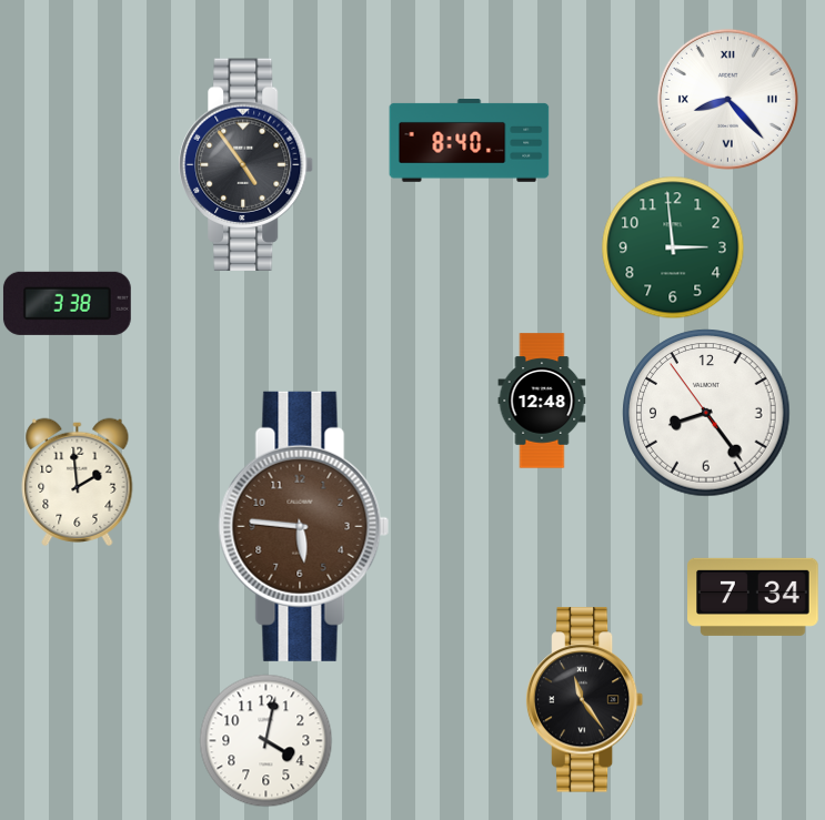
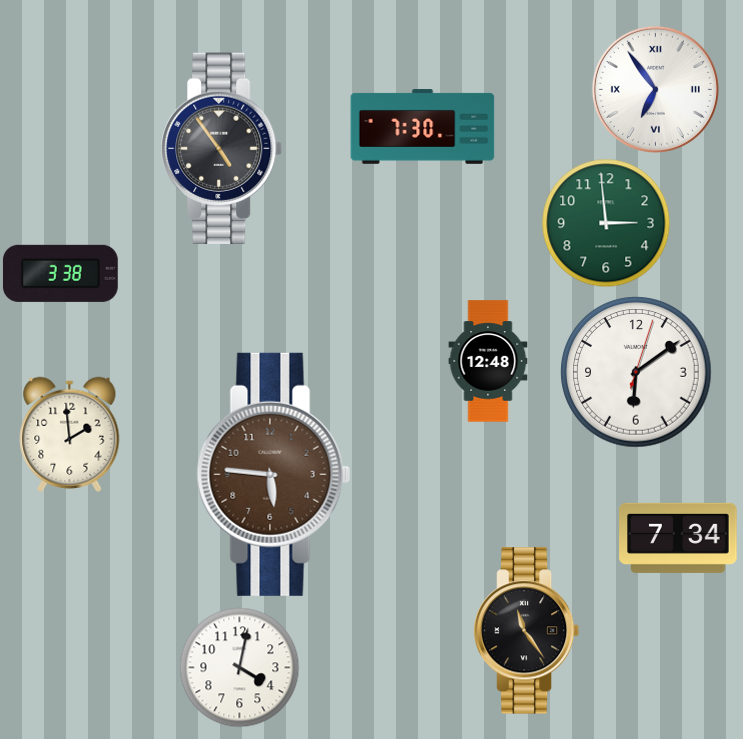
clock at (727, 99): 8:23 -> 6:54
clock at (470, 141): 8:40 -> 7:30
clock at (706, 413): 8:23 -> 6:09
